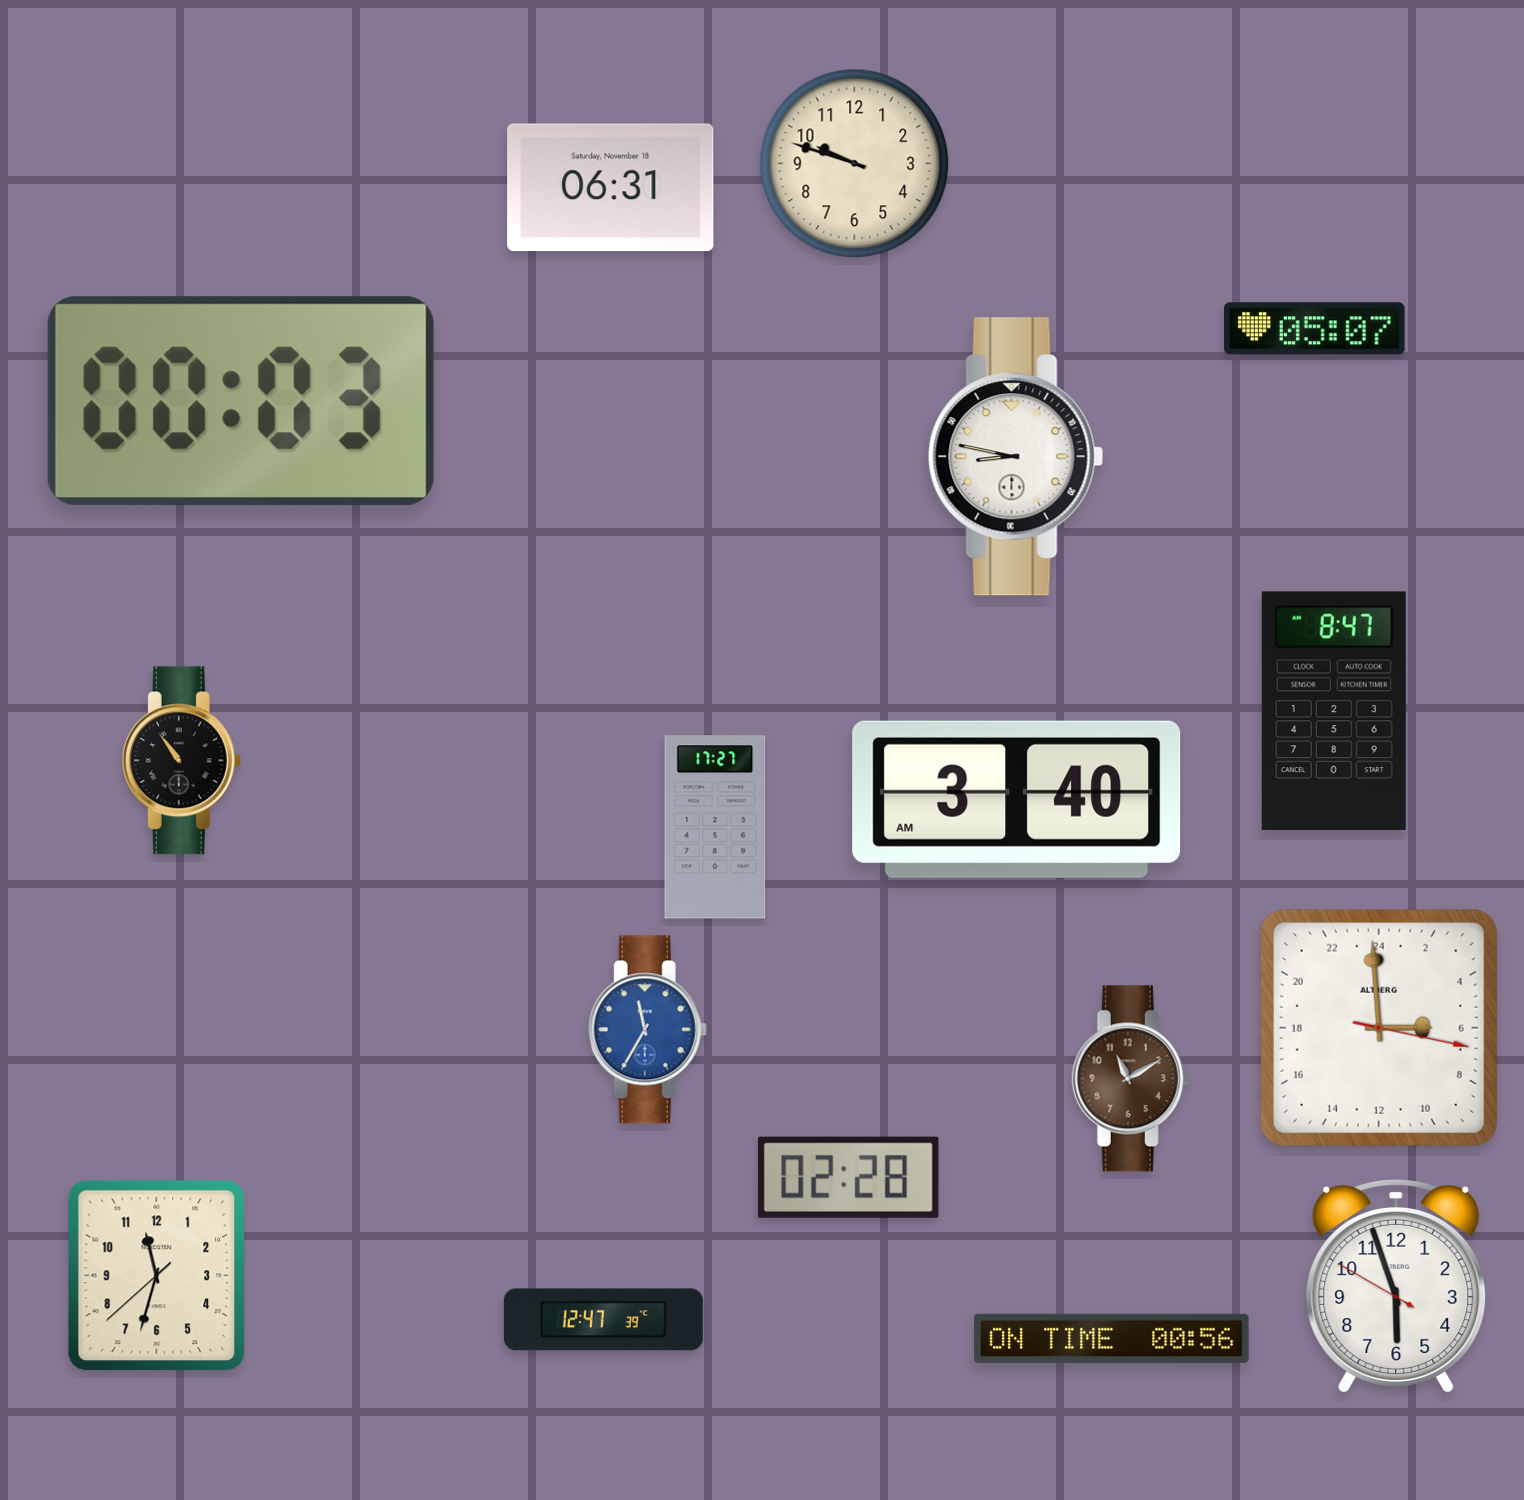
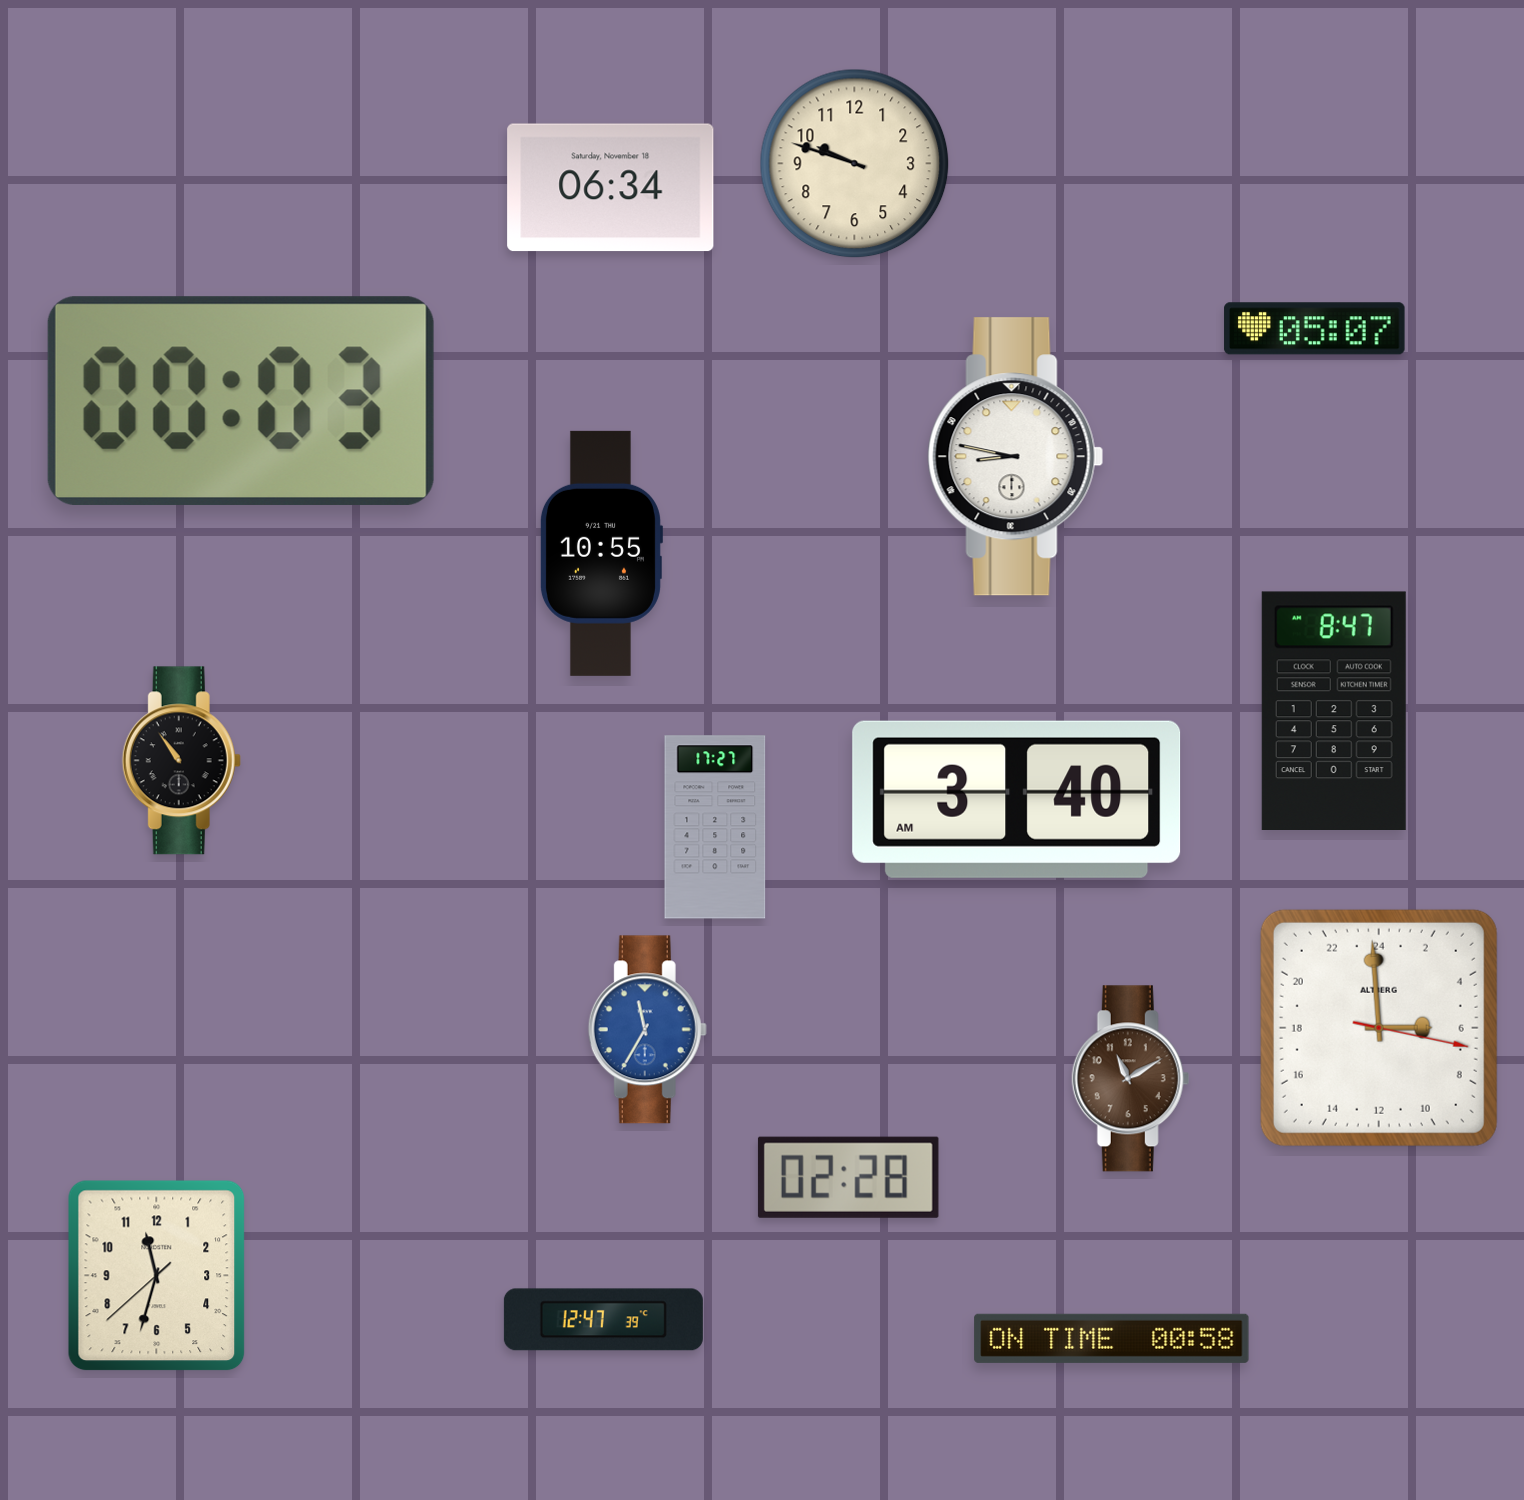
clock at (611, 188): 06:31 -> 06:34
clock at (601, 553): none -> 10:55
clock at (1396, 1286): 5:56 -> none
clock at (1112, 1338): 00:56 -> 00:58
